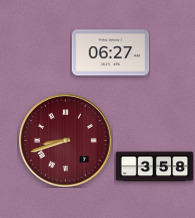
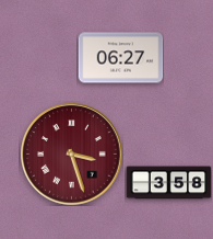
clock at (65, 140): 8:42 -> 3:27
